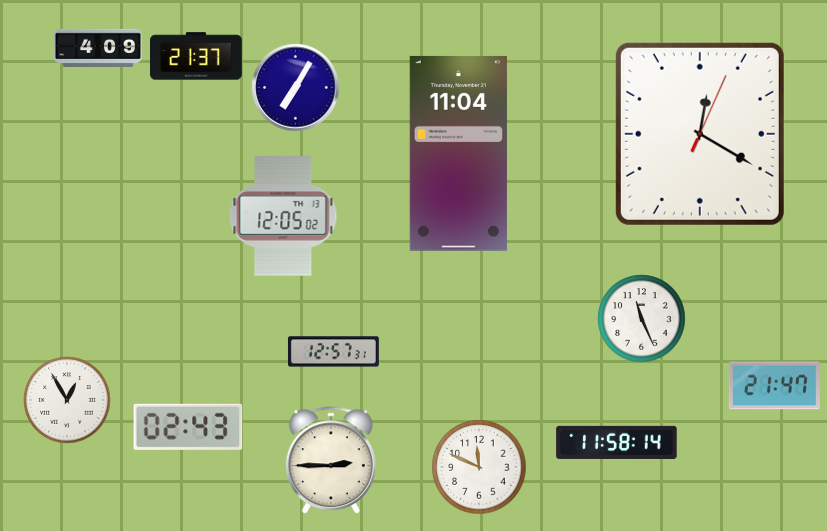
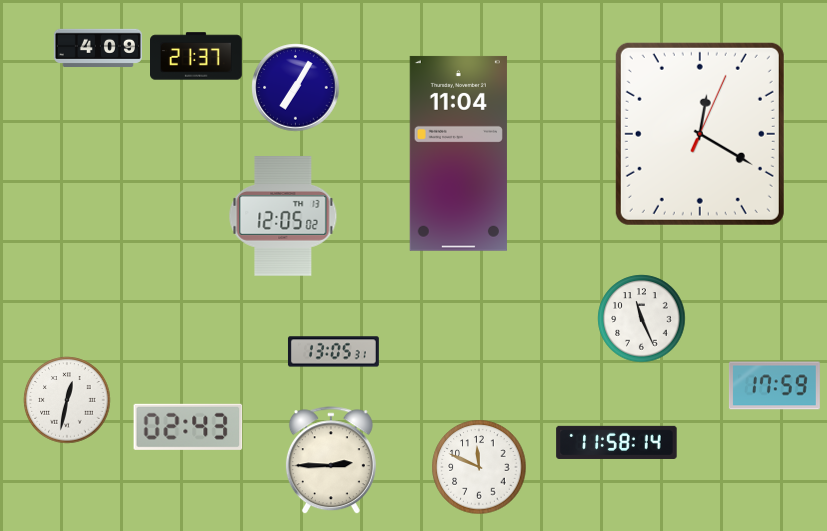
clock at (333, 352): 12:57 -> 13:05
clock at (774, 386): 21:47 -> 17:59
clock at (67, 400): 12:55 -> 12:32
